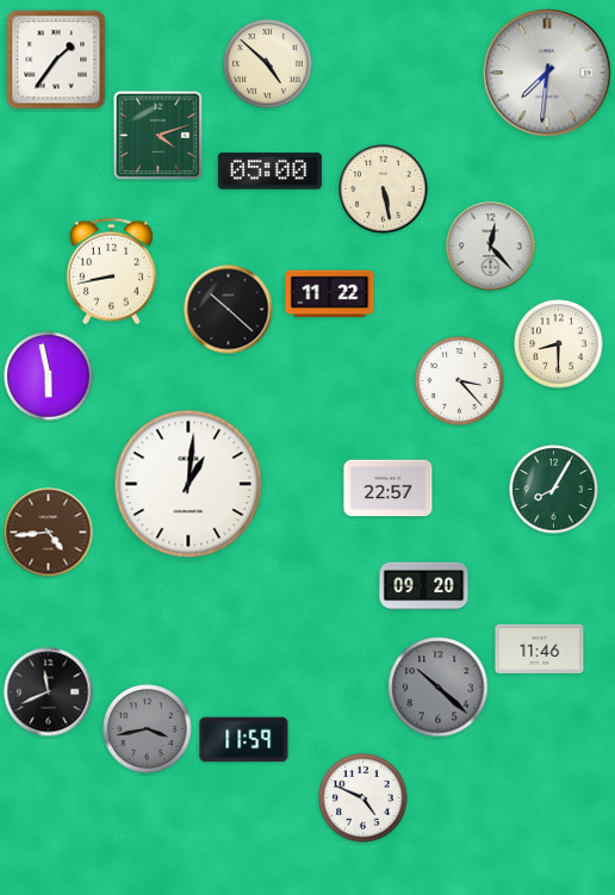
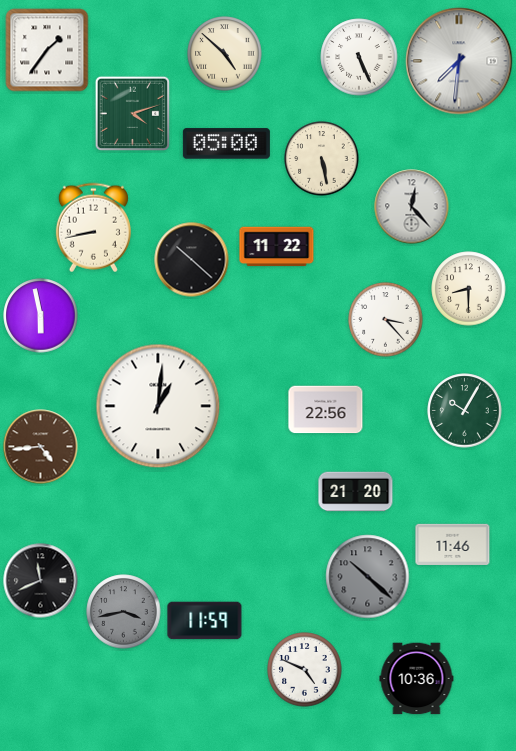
clock at (359, 57): none -> 5:26
clock at (389, 489): 22:57 -> 22:56
clock at (554, 490): 8:05 -> 10:05
clock at (424, 586): 09:20 -> 21:20
clock at (417, 679): none -> 10:36
